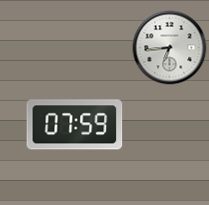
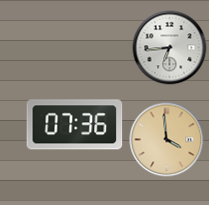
clock at (75, 125): 07:59 -> 07:36
clock at (167, 140): none -> 3:59
